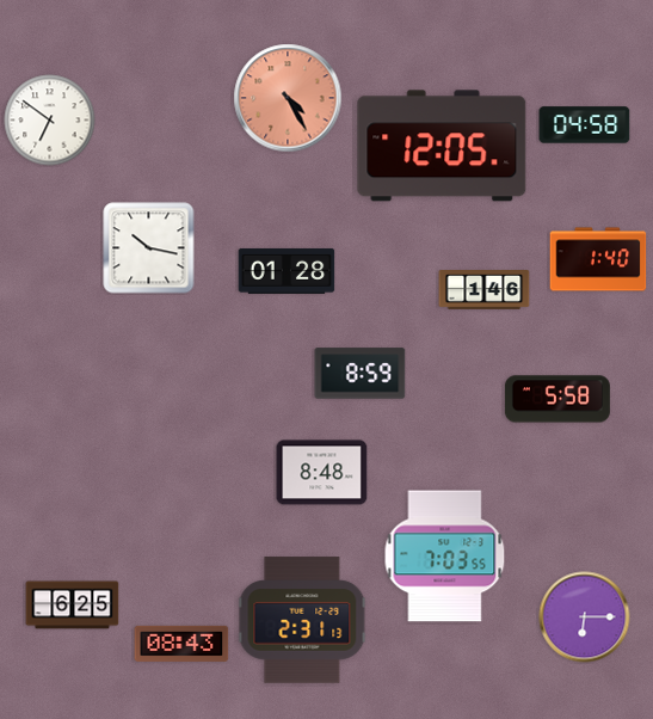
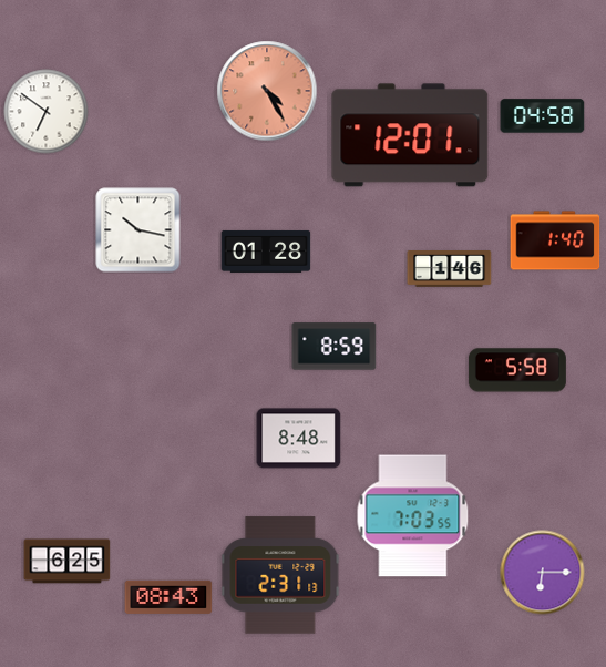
clock at (442, 146): 12:05 -> 12:01
